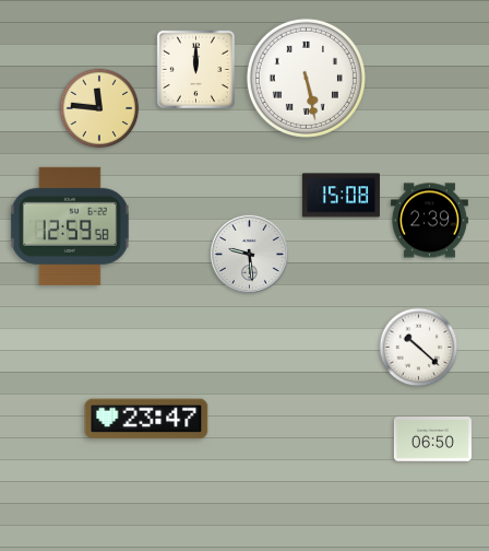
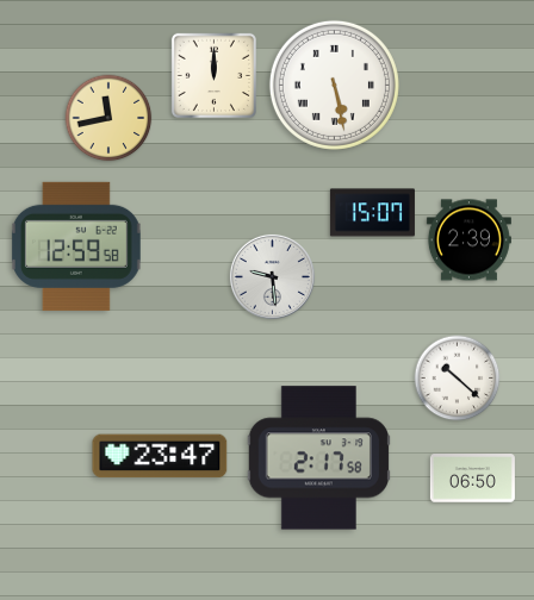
clock at (99, 108): 11:46 -> 11:43
clock at (341, 196): 15:08 -> 15:07
clock at (318, 458): none -> 2:17
